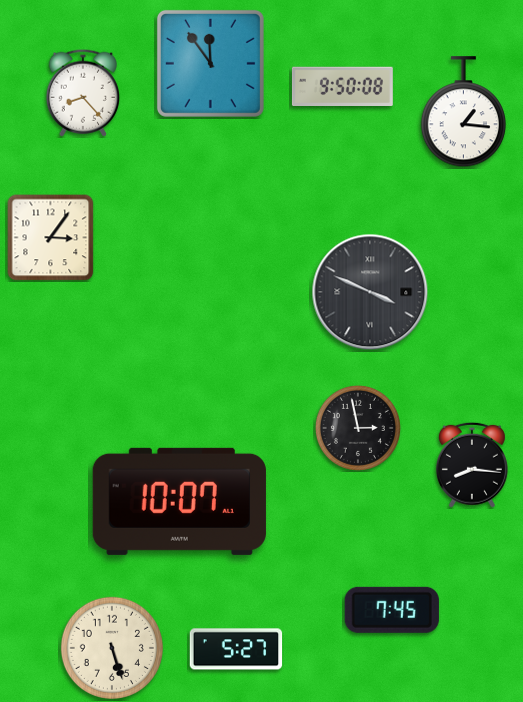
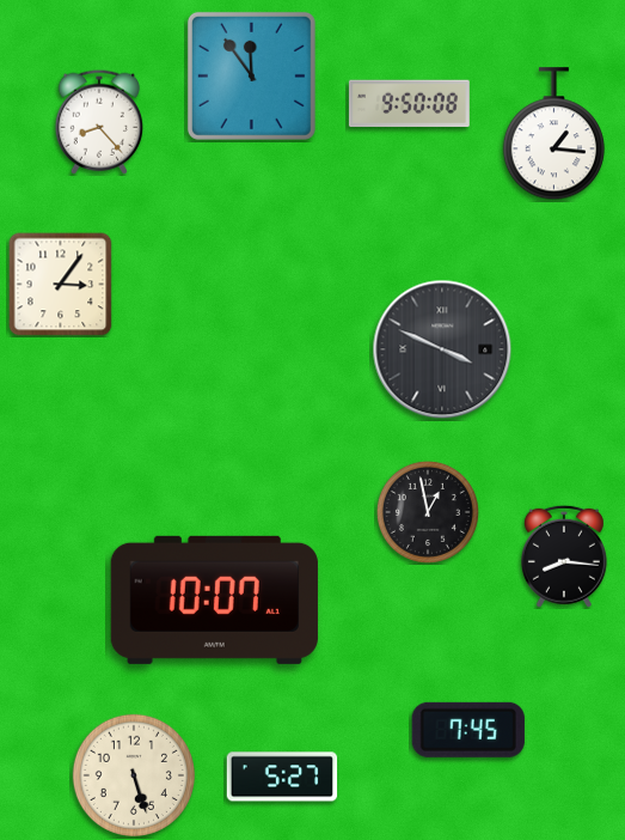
clock at (82, 93) position: (82, 93) -> (98, 122)
clock at (358, 428): 2:58 -> 12:58
